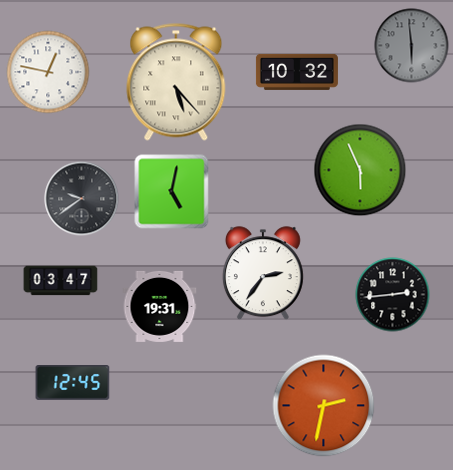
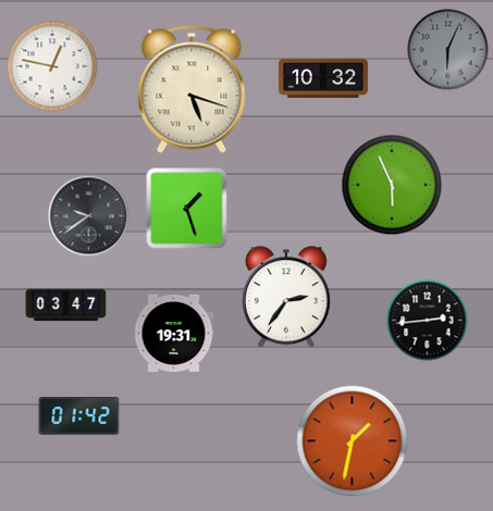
clock at (412, 46): 5:59 -> 6:04
clock at (48, 72) position: (48, 72) -> (52, 66)
clock at (176, 82): 5:23 -> 5:18
clock at (172, 192): 5:02 -> 1:27
clock at (73, 383): 12:45 -> 01:42
clock at (324, 406): 2:32 -> 1:32
